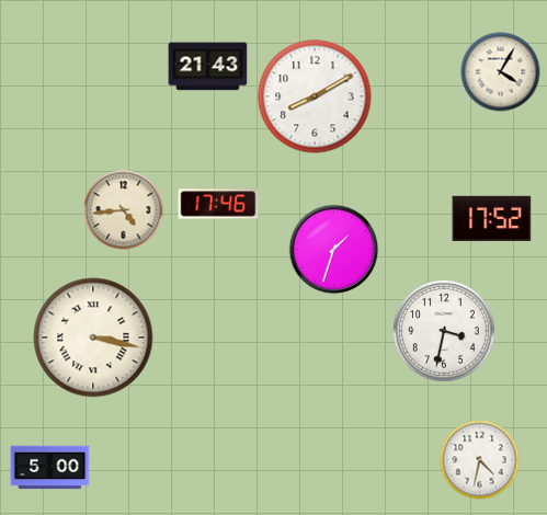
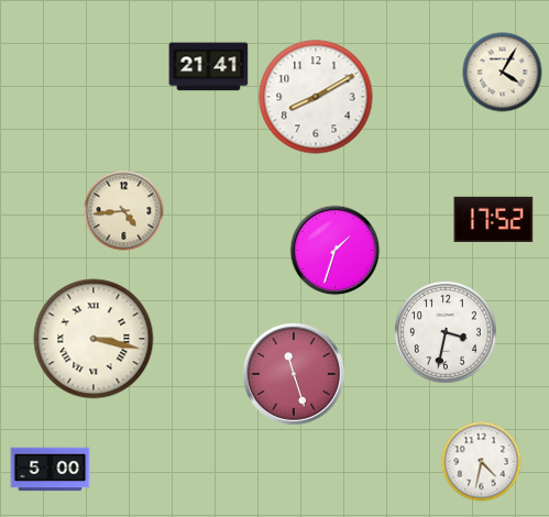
clock at (208, 67): 21:43 -> 21:41
clock at (218, 204): 17:46 -> none
clock at (294, 374): none -> 11:27
